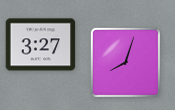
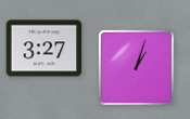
clock at (125, 62): 8:03 -> 1:03
